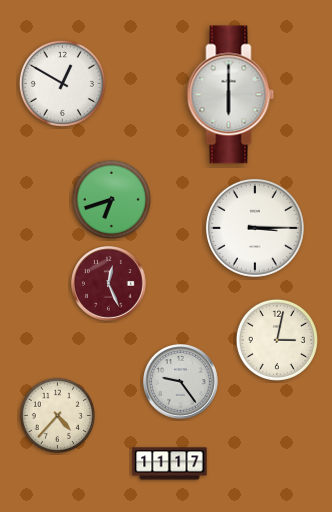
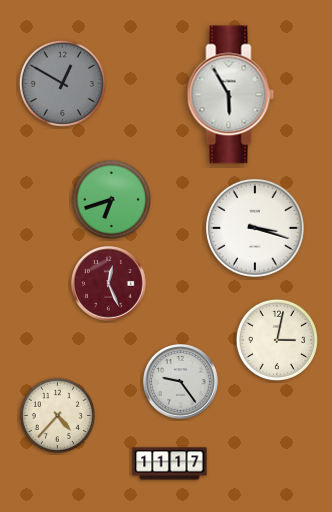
clock at (62, 83) dial: white -> grey
clock at (231, 95): 6:00 -> 5:55
clock at (255, 228): 3:15 -> 3:18
